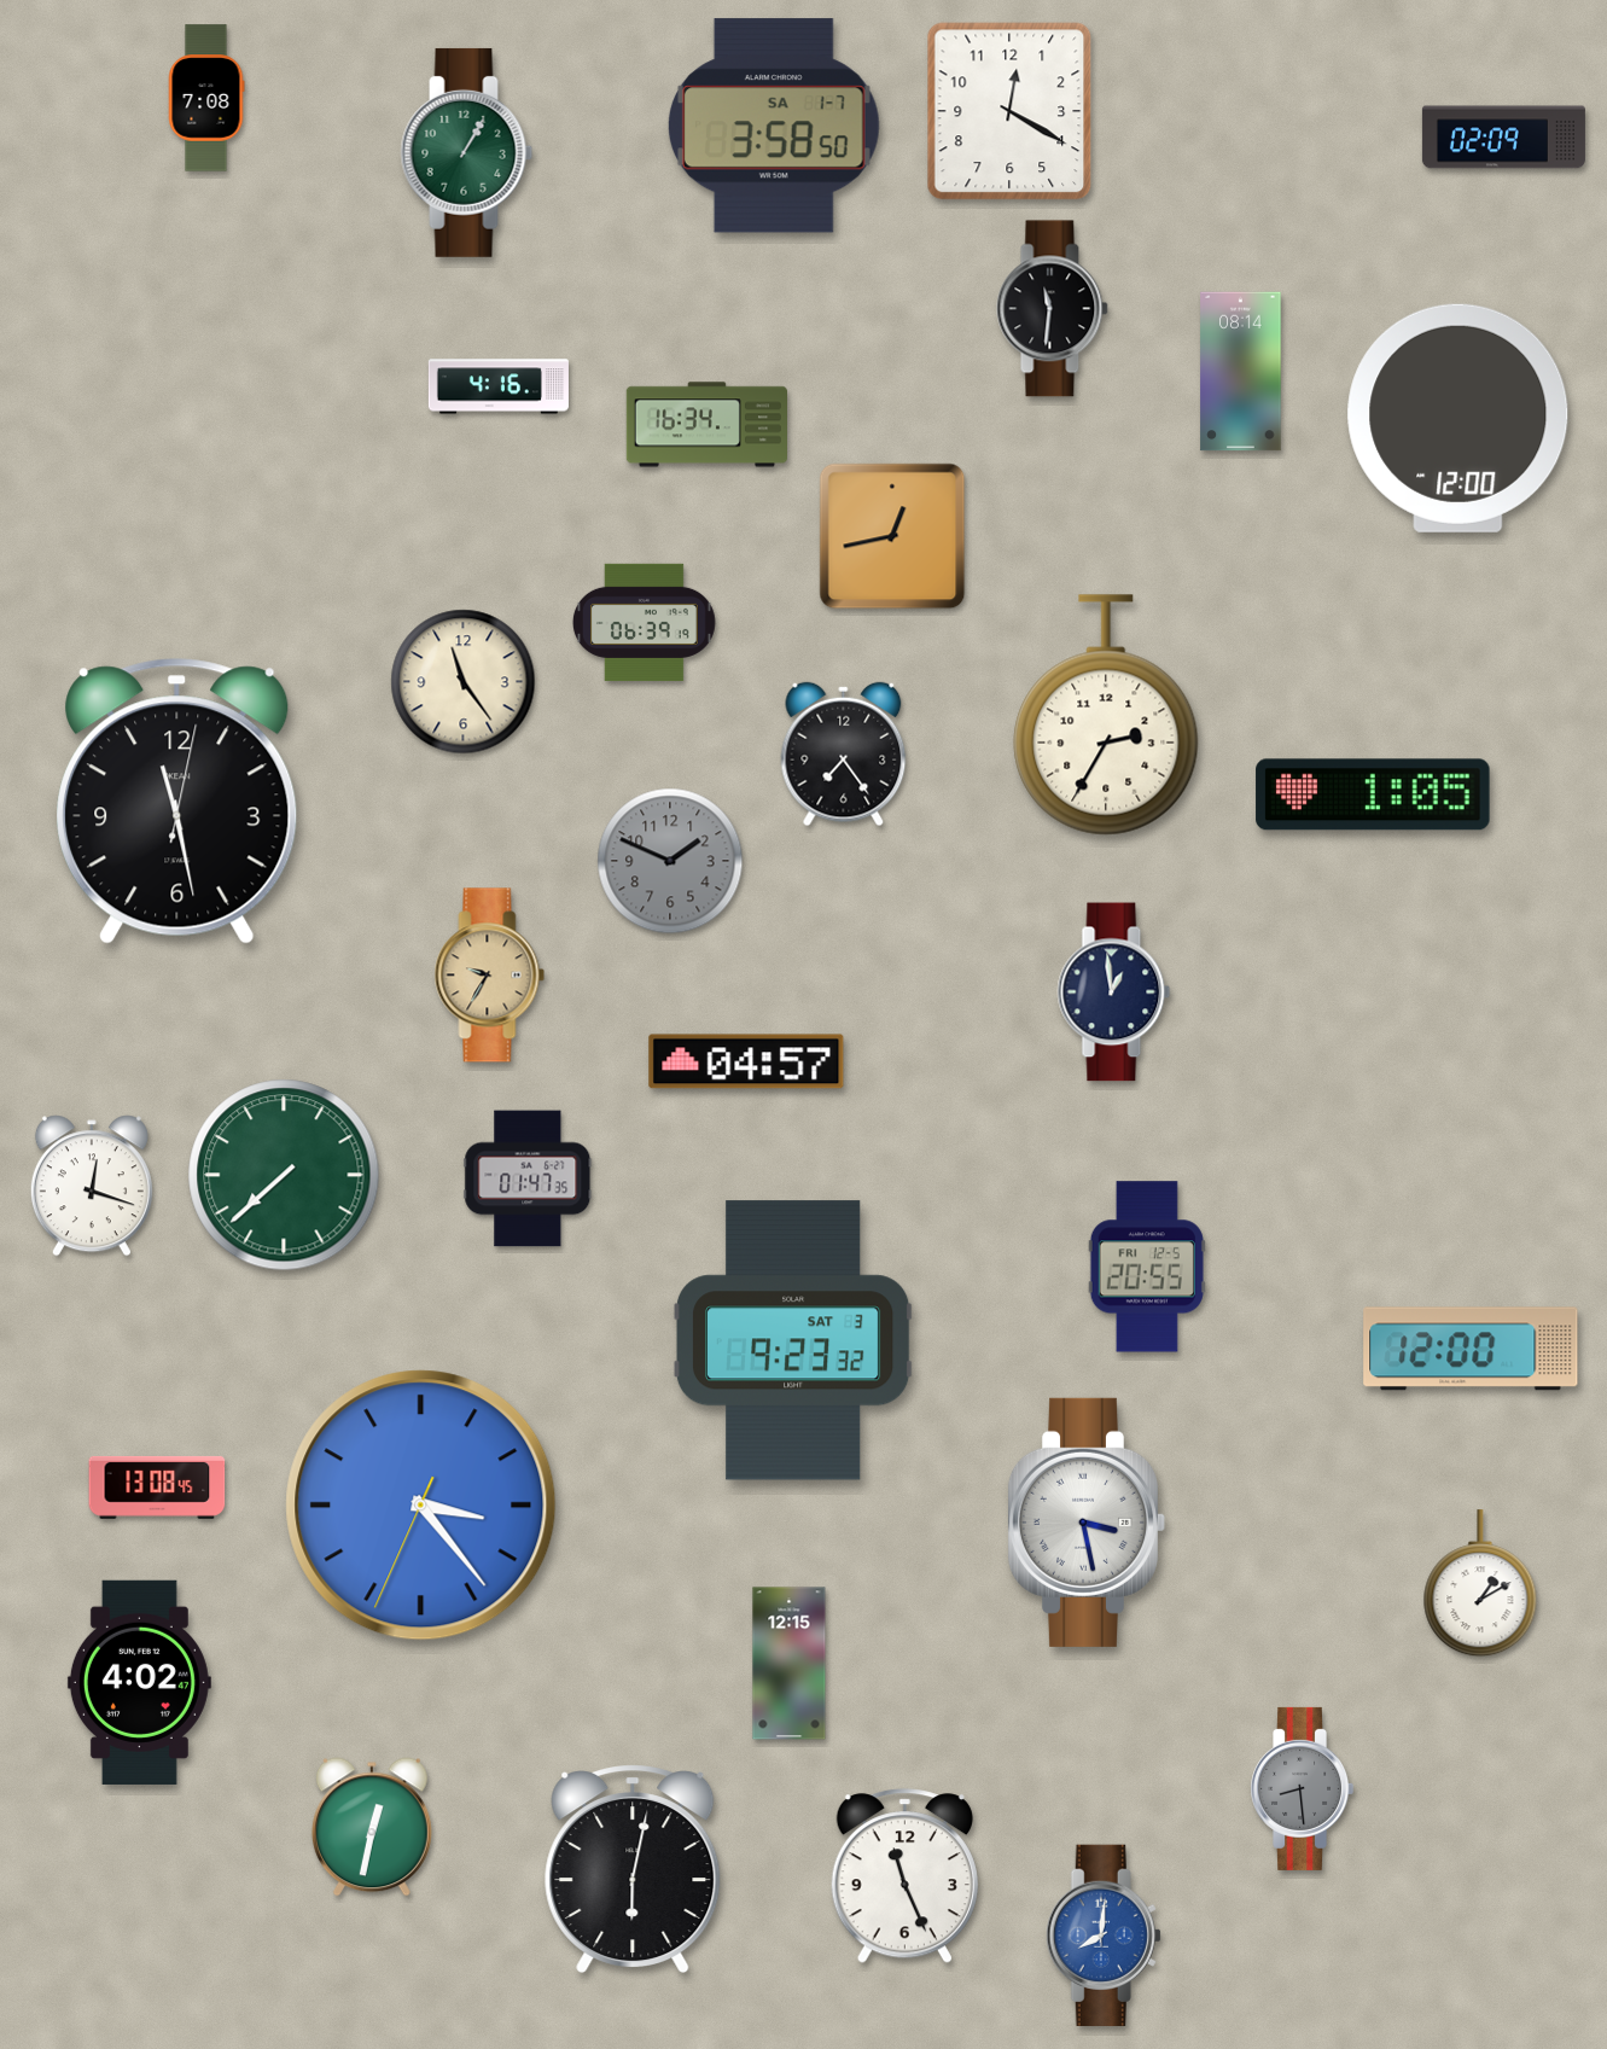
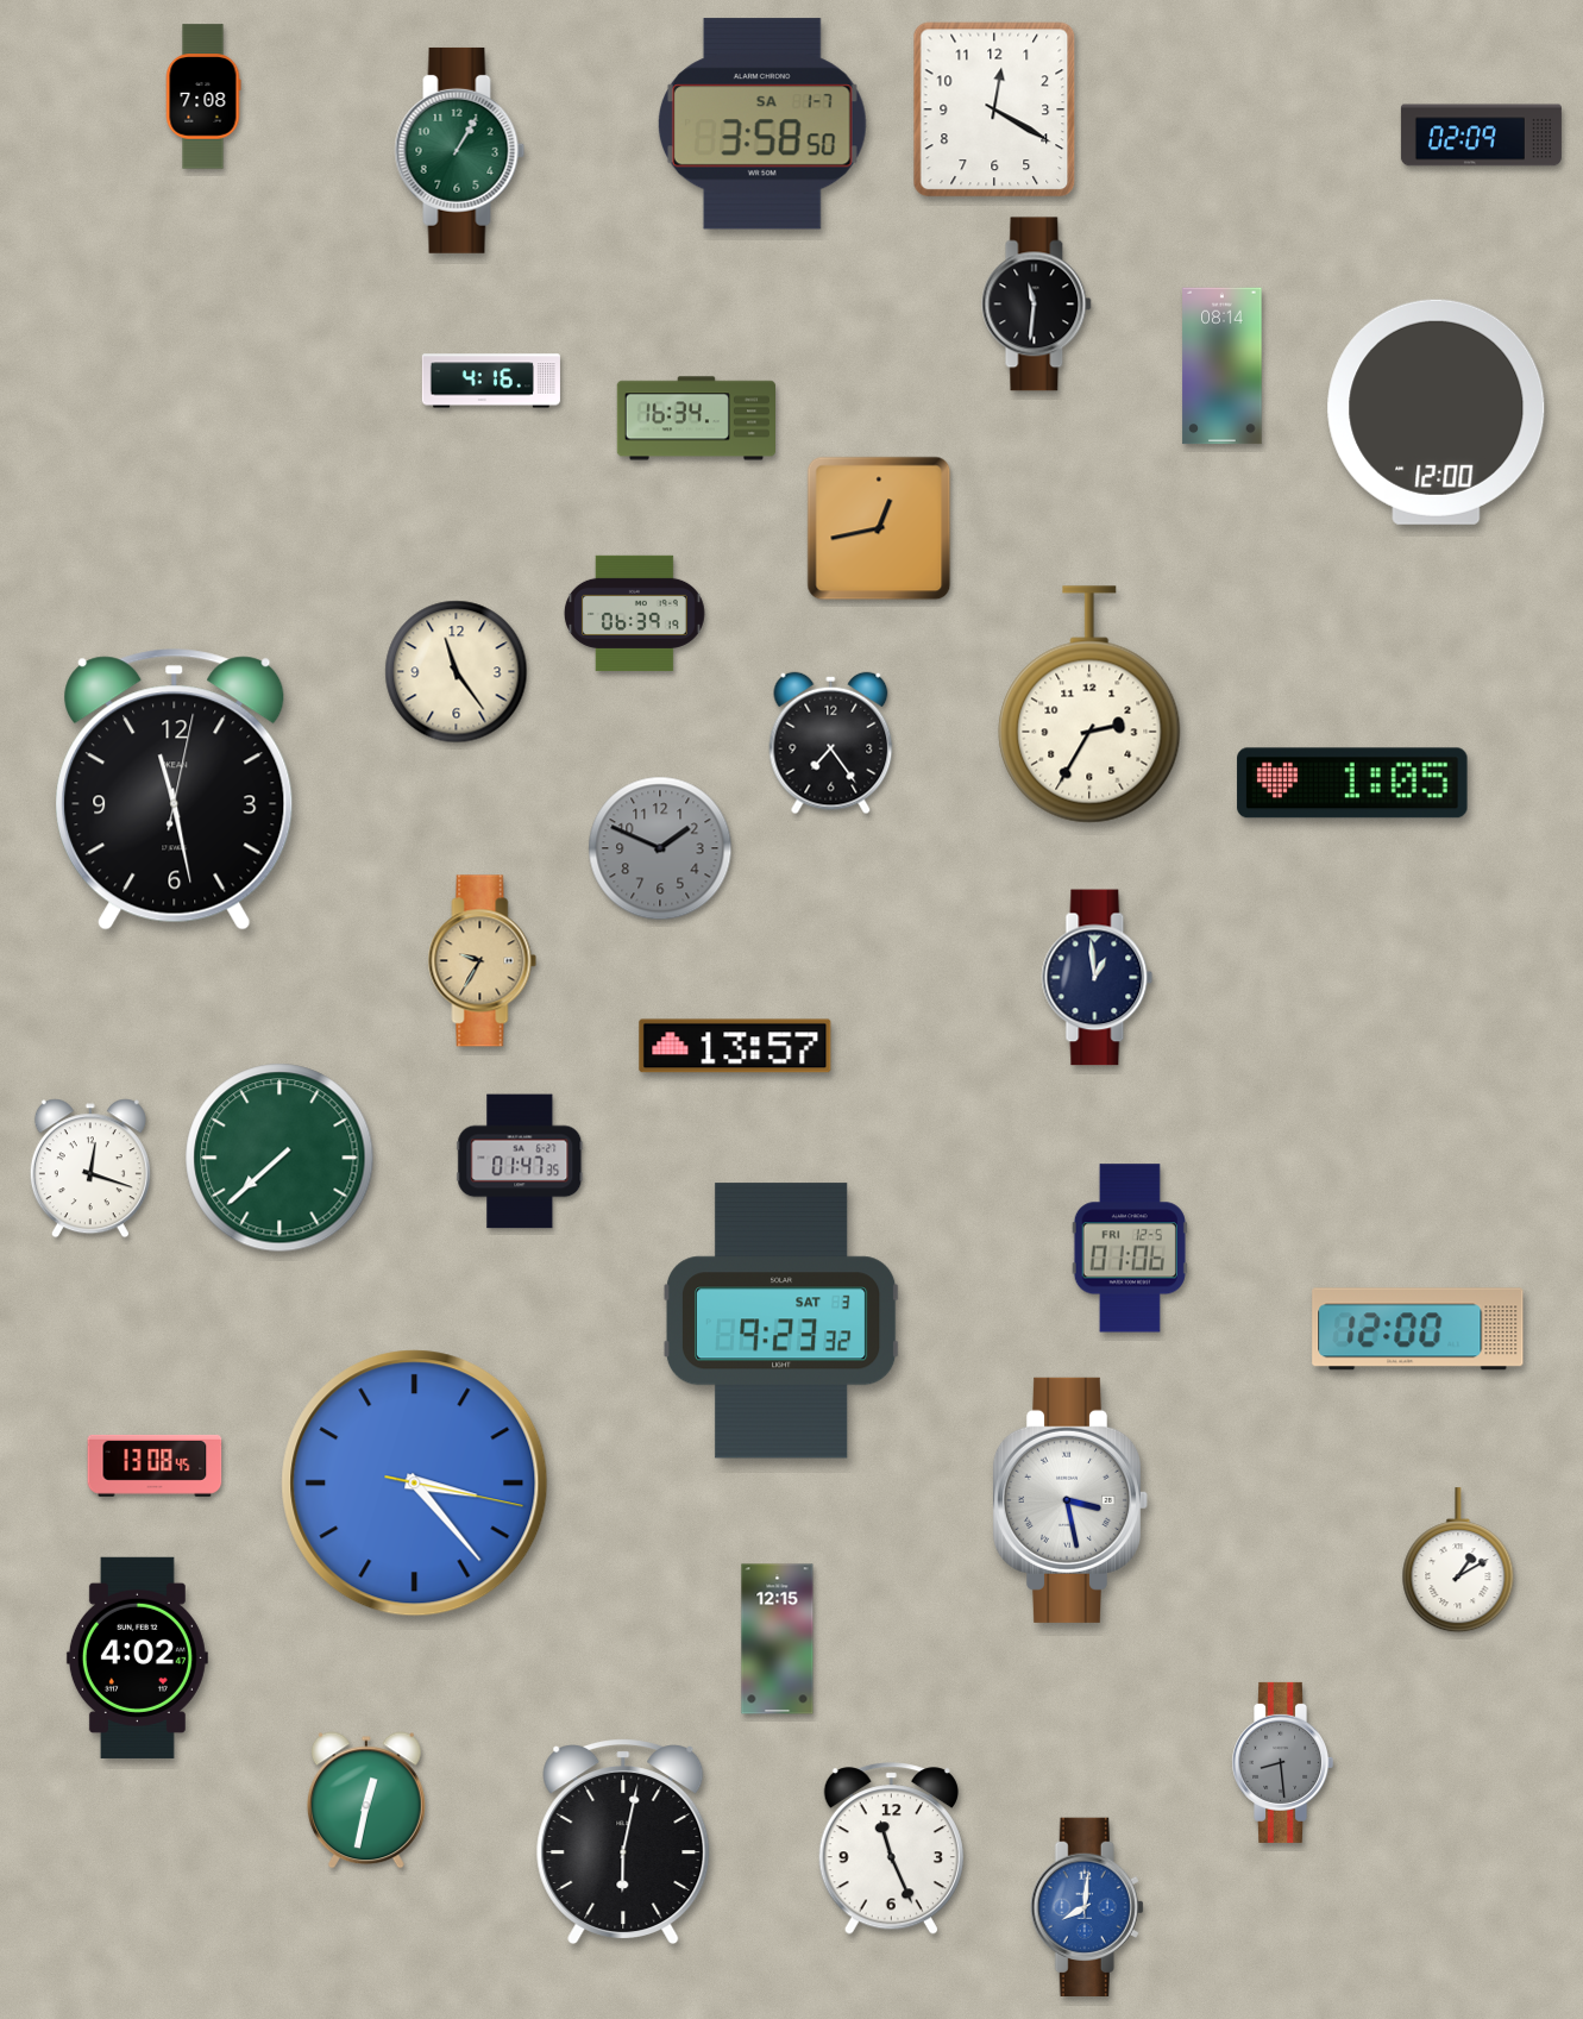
clock at (746, 1061): 04:57 -> 13:57
clock at (1147, 1267): 20:55 -> 01:06
clock at (1471, 1349) position: (1471, 1349) -> (1418, 1329)
clock at (421, 1506): 3:23:34 -> 3:23:17
